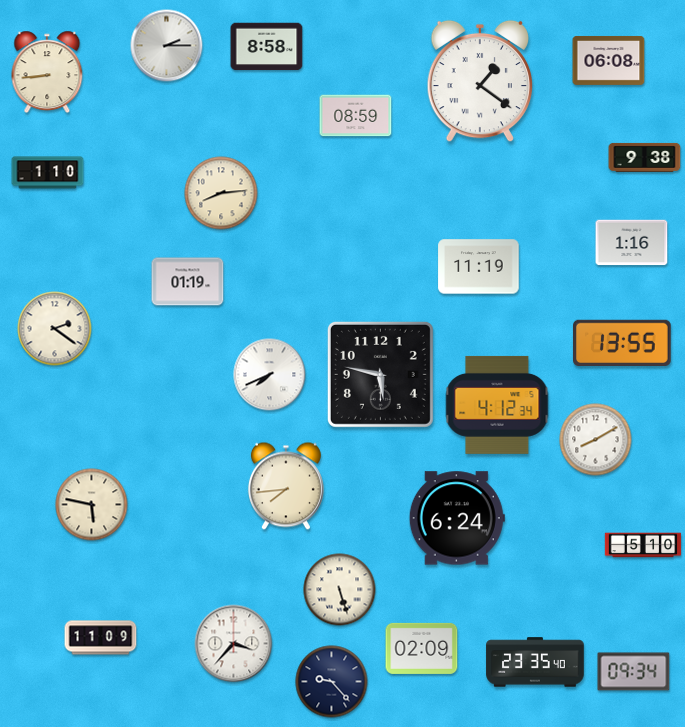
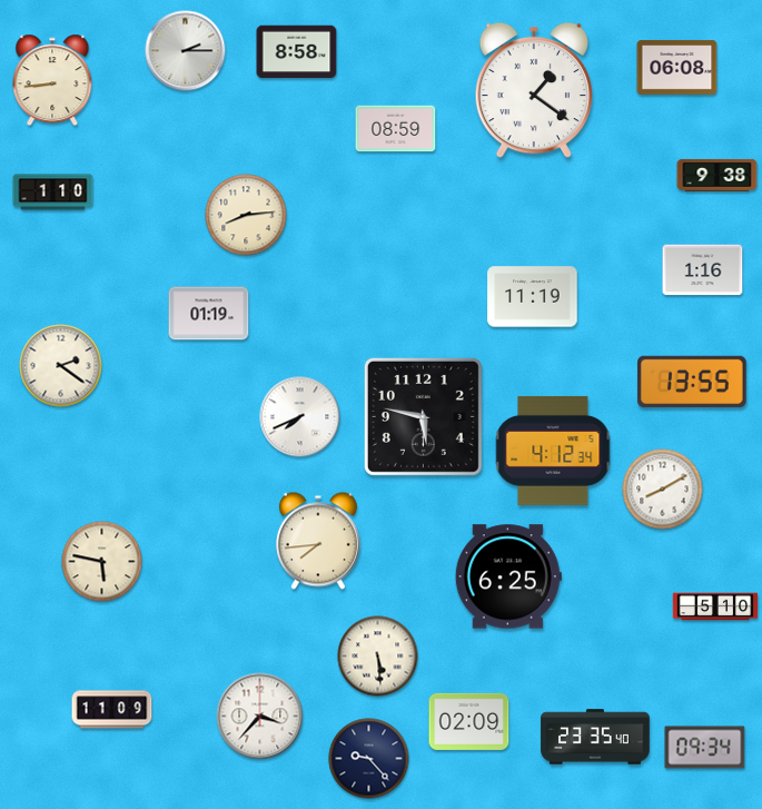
clock at (457, 518): 6:24 -> 6:25
clock at (340, 590): 5:27 -> 5:29
